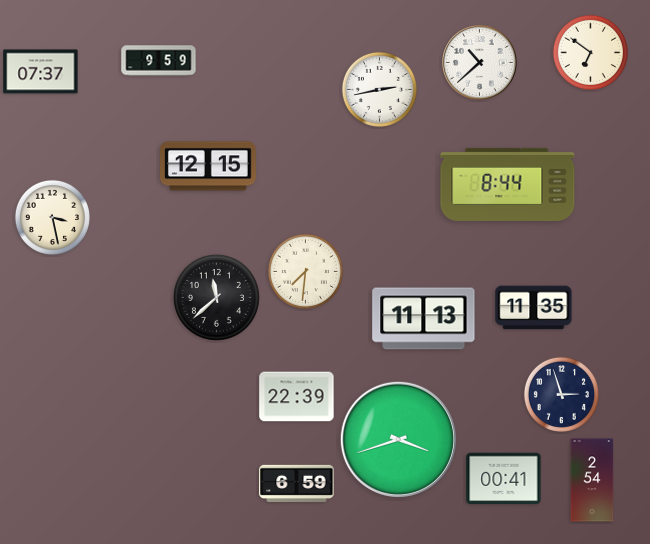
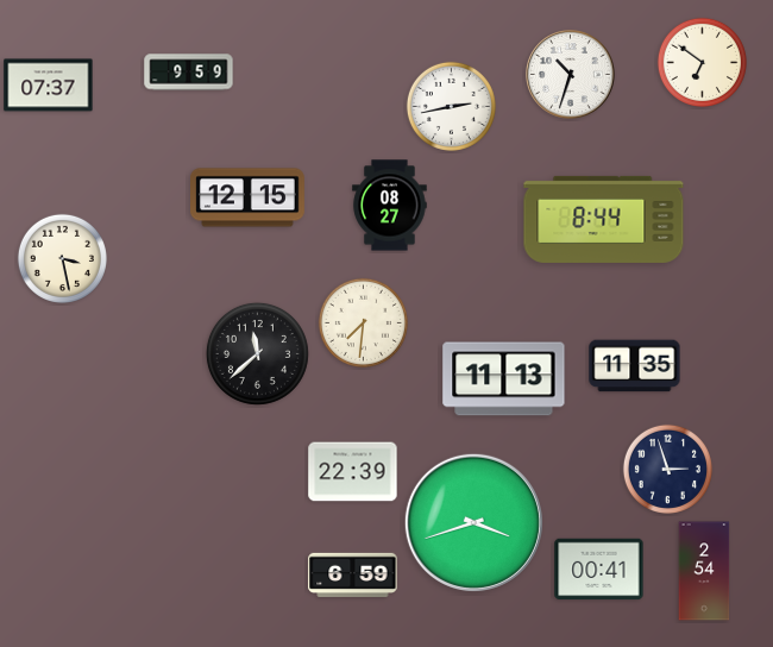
clock at (480, 63): 10:38 -> 10:33
clock at (390, 206): none -> 08:27
